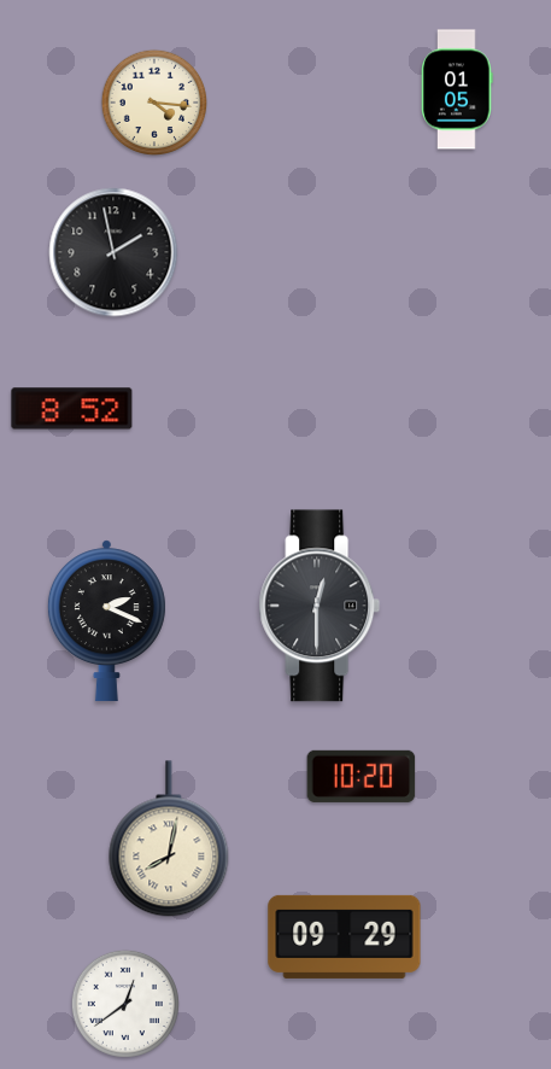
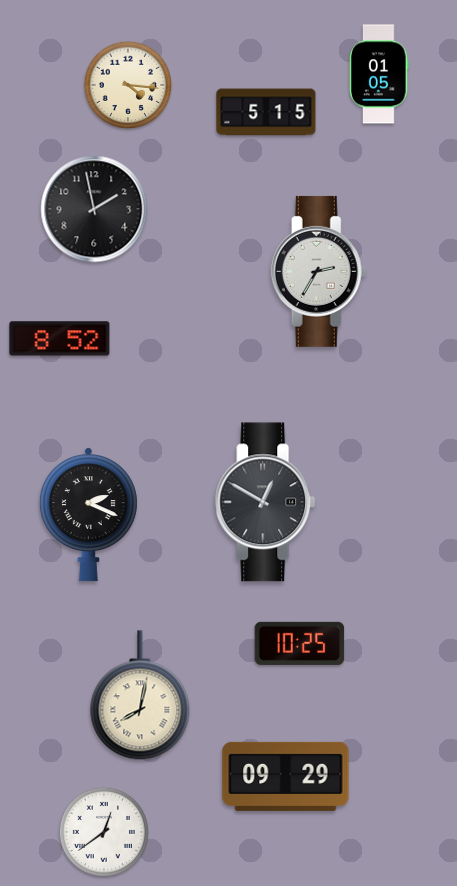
clock at (266, 112): none -> 5:15
clock at (319, 271): none -> 2:35
clock at (320, 606): 12:30 -> 12:50
clock at (362, 776): 10:20 -> 10:25
